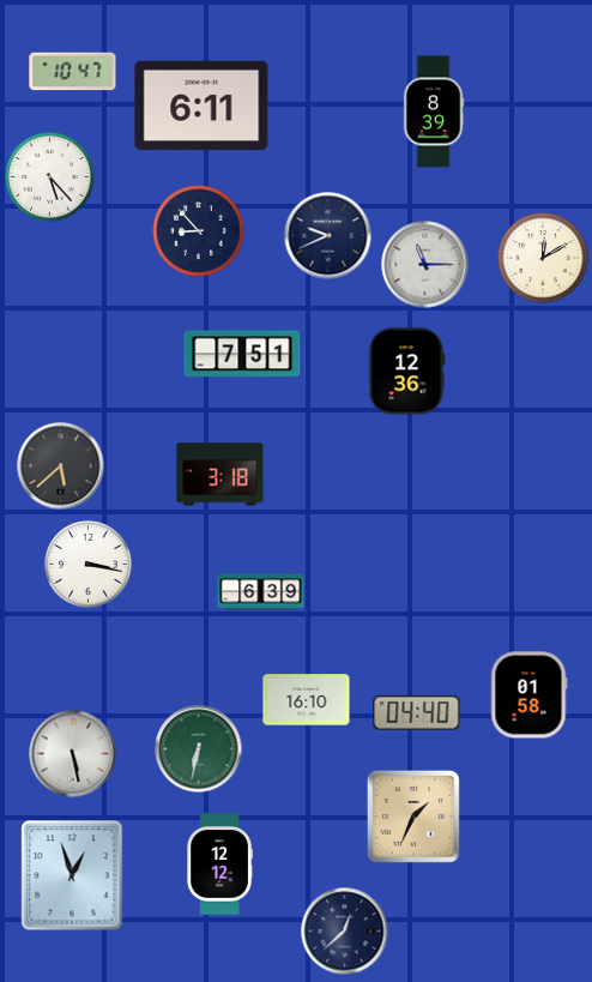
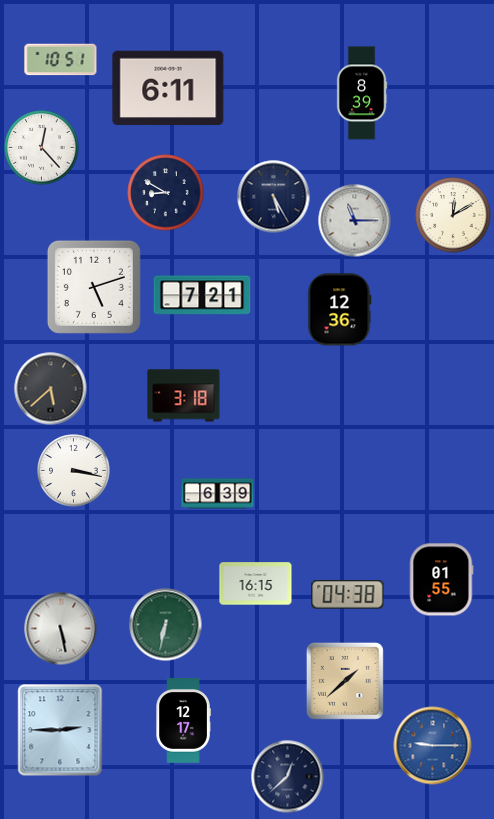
clock at (73, 72): 10:47 -> 10:51
clock at (50, 177): 5:23 -> 12:23
clock at (199, 231): 8:53 -> 8:50
clock at (328, 236): 9:41 -> 5:25
clock at (94, 287): none -> 5:12
clock at (242, 354): 7:51 -> 7:21
clock at (528, 695): 01:58 -> 01:55
clock at (307, 700): 16:10 -> 16:15
clock at (417, 713): 04:40 -> 04:38
clock at (413, 817): 1:34 -> 1:38
clock at (219, 864): 12:12 -> 12:17
clock at (72, 875): 12:57 -> 2:45
clock at (433, 746): none -> 9:15
